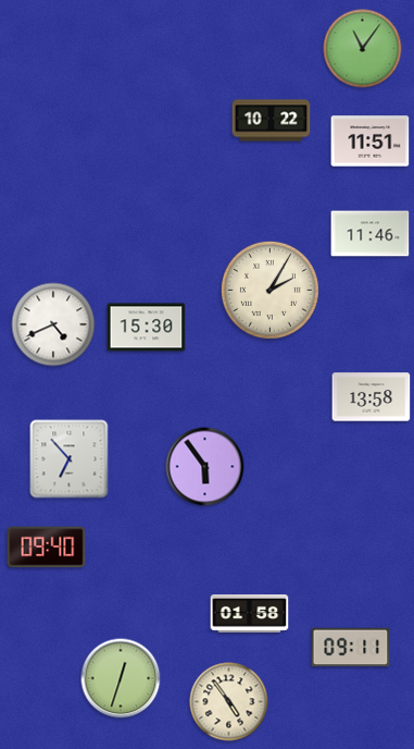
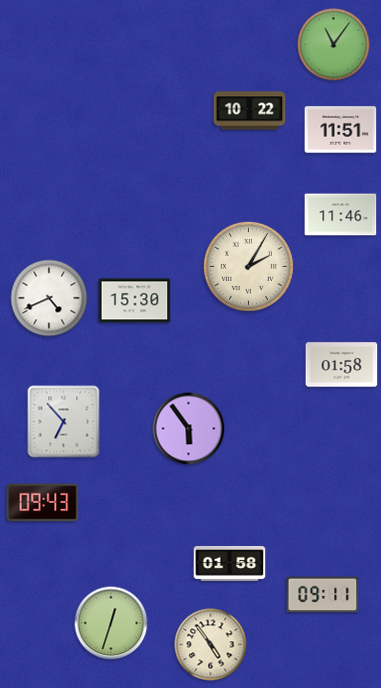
clock at (372, 397): 13:58 -> 01:58
clock at (47, 548): 09:40 -> 09:43
